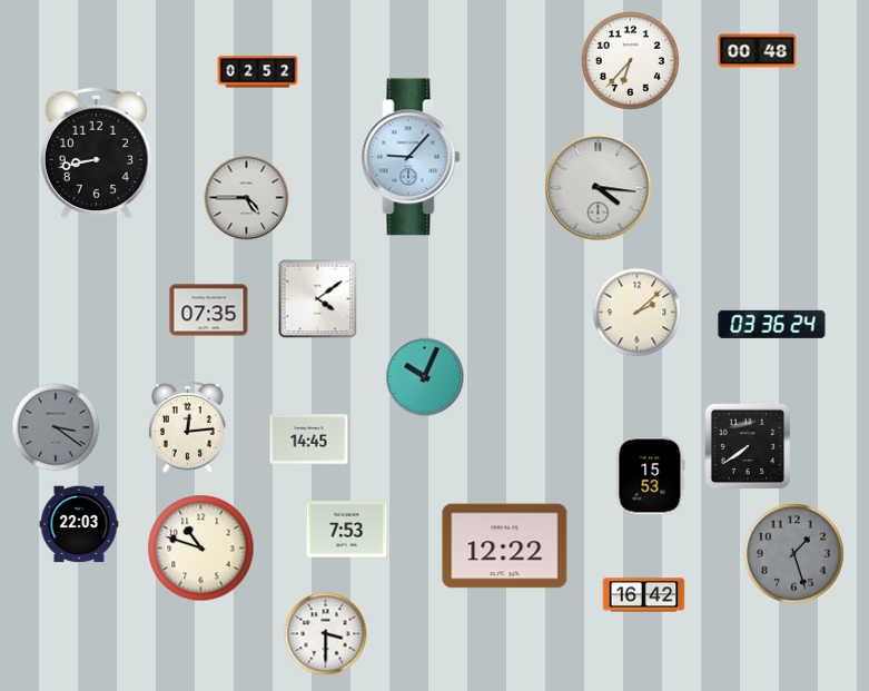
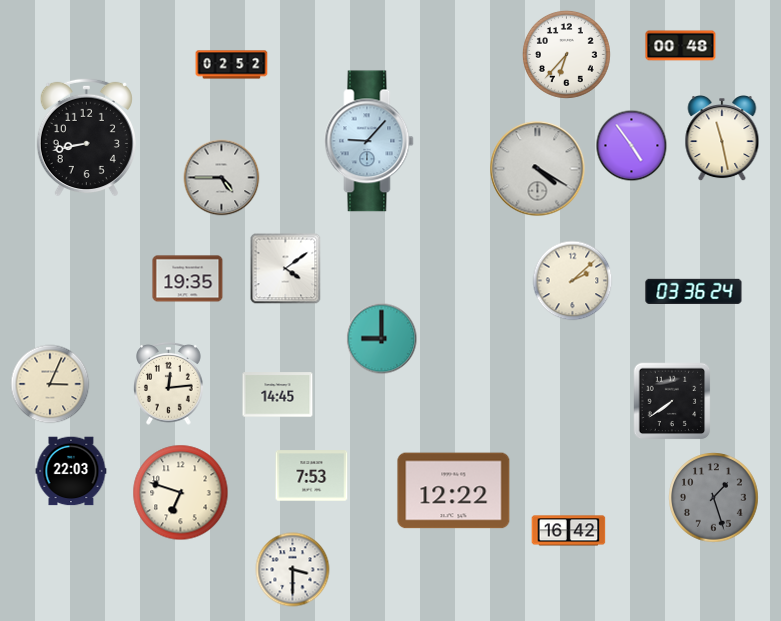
clock at (722, 139): none -> 11:28
clock at (632, 146): none -> 4:54
clock at (599, 188): 4:16 -> 4:20
clock at (209, 310): 07:35 -> 19:35
clock at (425, 377): 10:04 -> 9:00
clock at (56, 427): 3:21 -> 3:04
clock at (56, 427) dial: grey -> cream
clock at (651, 476): 15:53 -> none
clock at (201, 549): 10:48 -> 6:48
clock at (644, 595) position: (644, 595) -> (569, 531)
